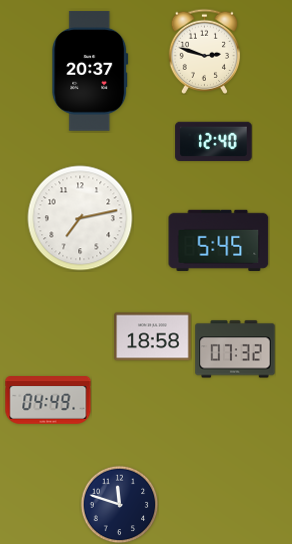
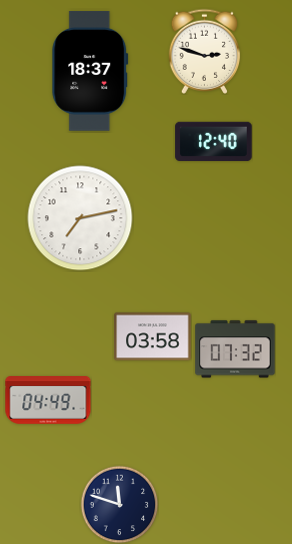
clock at (90, 72): 20:37 -> 18:37
clock at (219, 240): 5:45 -> none
clock at (153, 337): 18:58 -> 03:58
